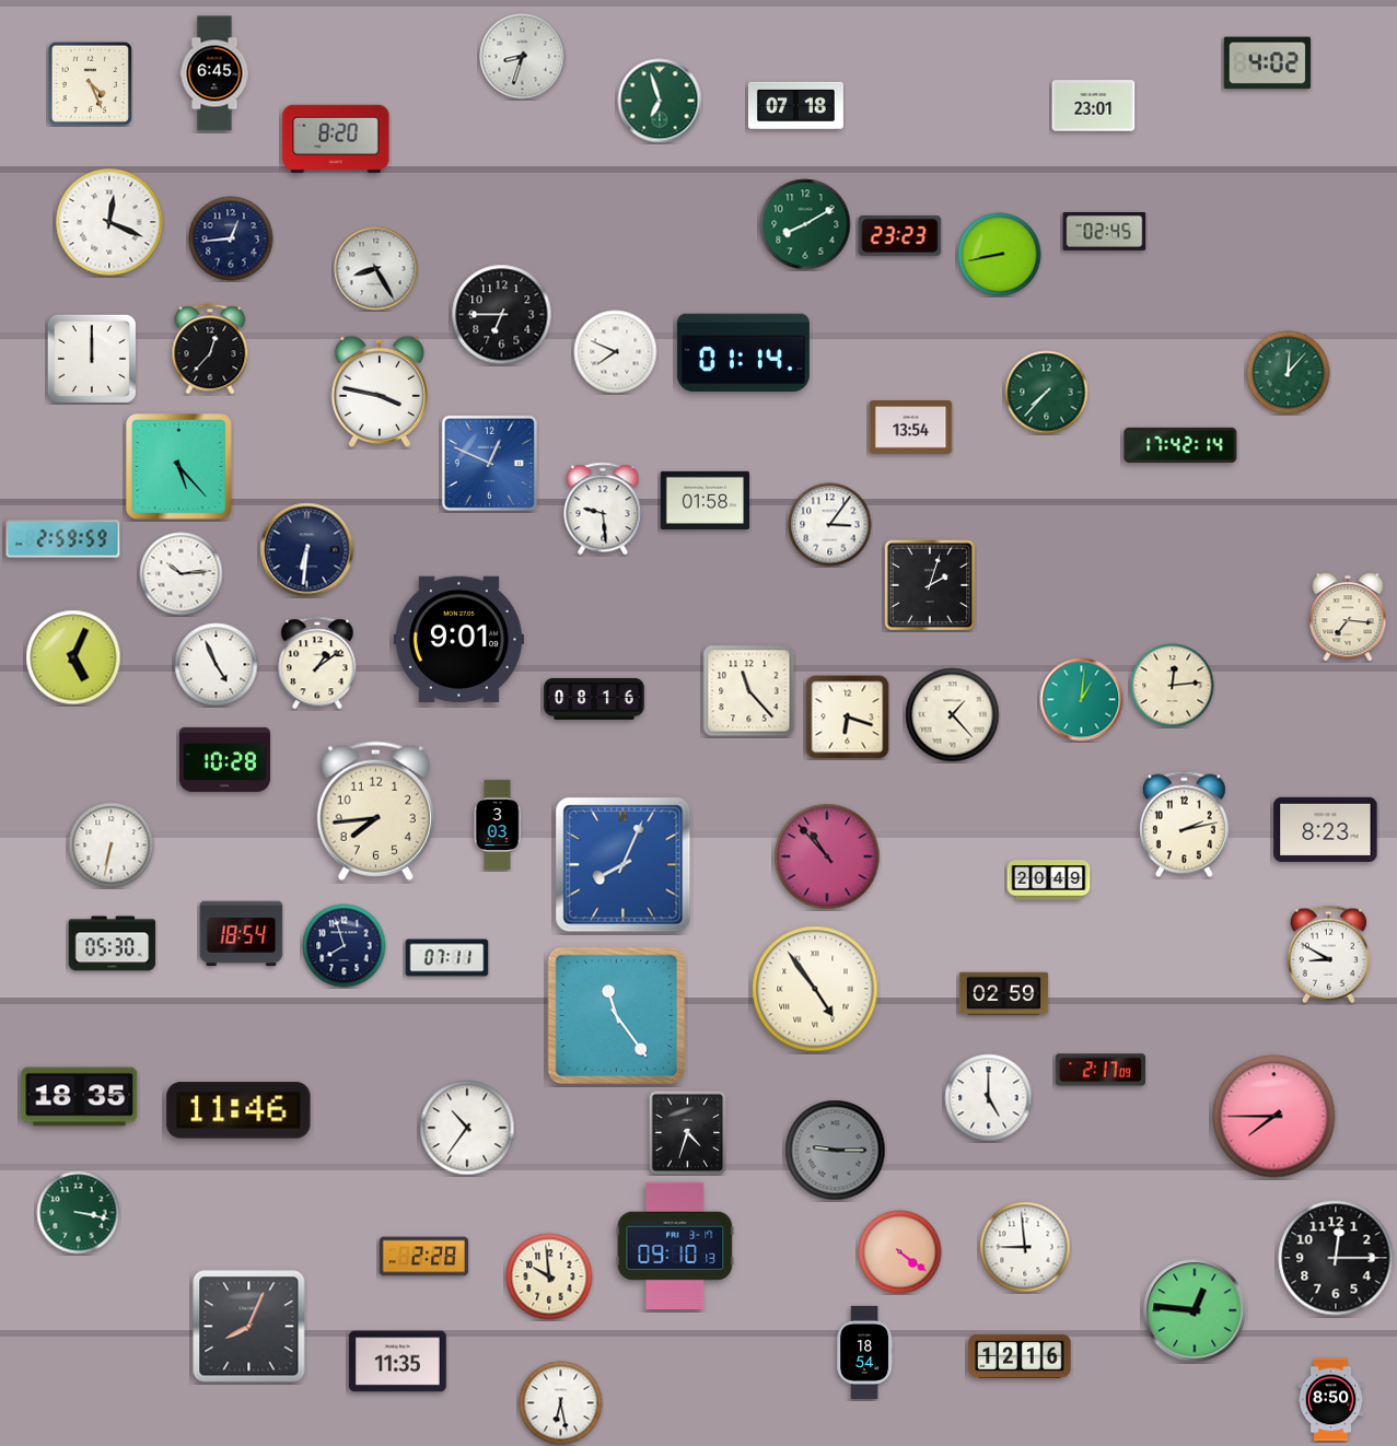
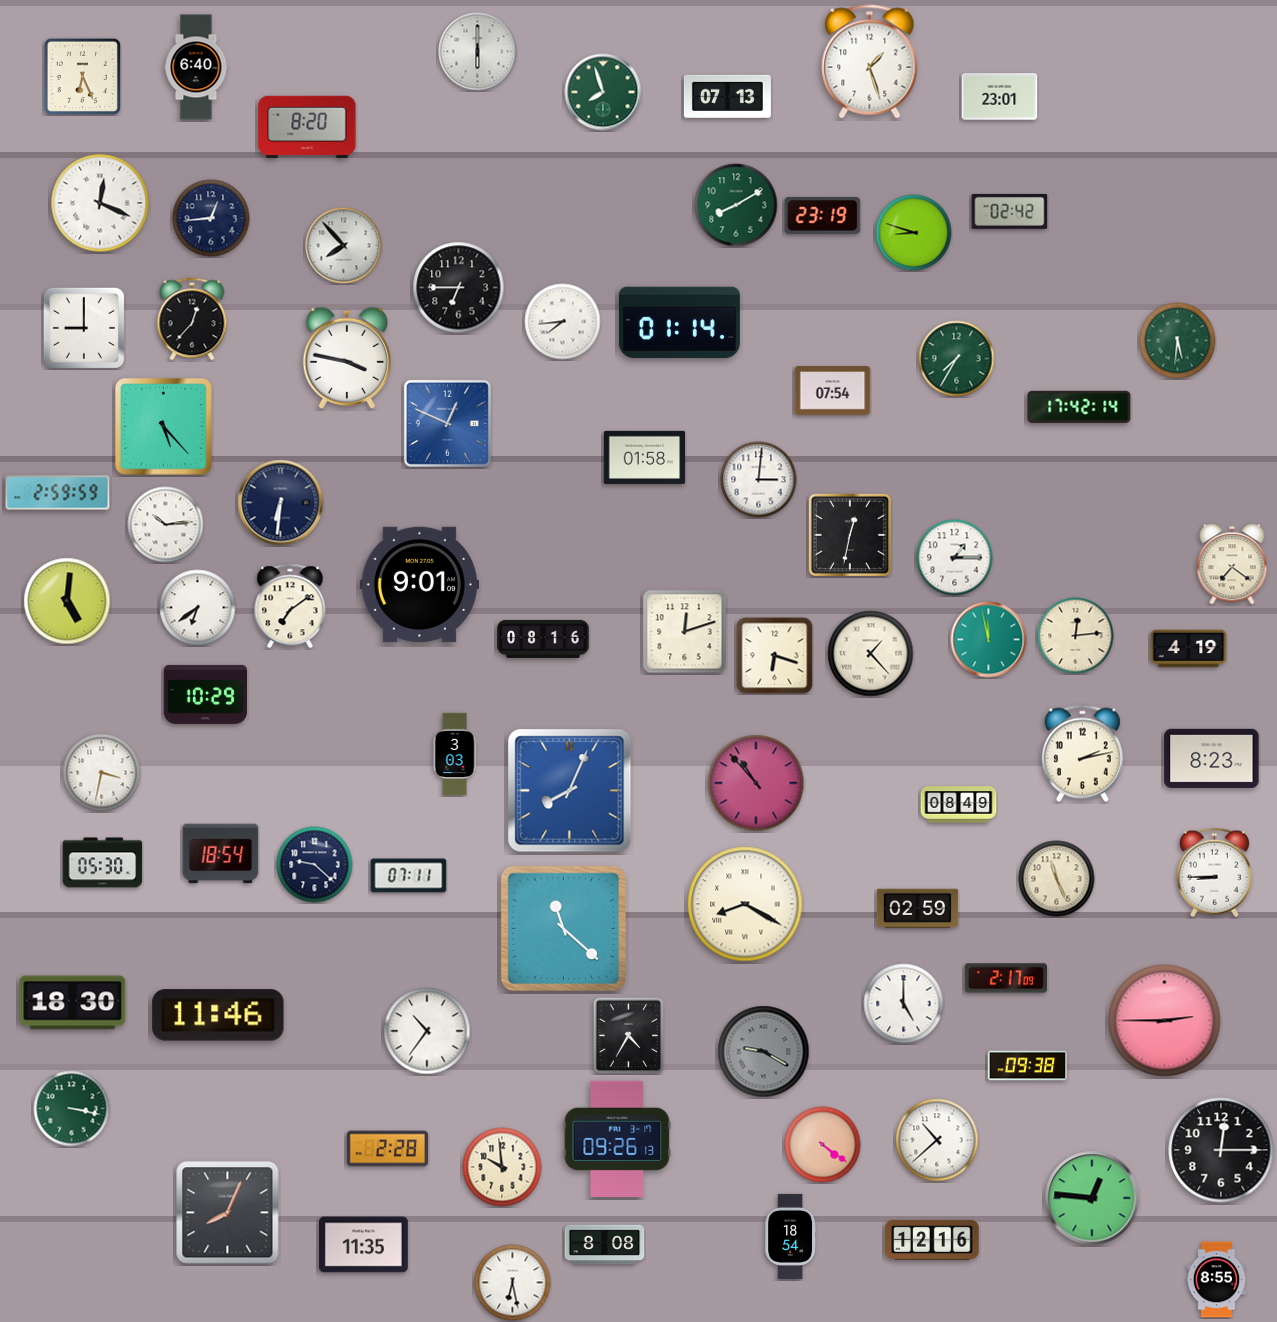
clock at (523, 57): 8:33 -> 6:00
clock at (1268, 63): 4:02 -> none
clock at (870, 62): none -> 1:27
clock at (214, 73): 6:45 -> 6:40
clock at (90, 83): 4:26 -> 6:26
clock at (660, 101): 6:57 -> 7:57
clock at (795, 105): 07:18 -> 07:13
clock at (1105, 231): 02:45 -> 02:42
clock at (900, 235): 23:23 -> 23:19
clock at (1000, 255): 8:43 -> 8:48
clock at (376, 269): 8:25 -> 7:53
clock at (616, 352): 7:49 -> 7:44
clock at (92, 359): 12:00 -> 9:00
clock at (1289, 373): 12:07 -> 5:31
clock at (1047, 393): 7:37 -> 7:35
clock at (911, 428): 13:54 -> 07:54
clock at (603, 509): 9:29 -> none
clock at (830, 525): 3:06 -> 3:01
clock at (930, 585): 2:03 -> 12:32
clock at (955, 558): none -> 1:15
clock at (1348, 617): 7:16 -> 7:21
clock at (73, 657): 5:04 -> 5:01
clock at (317, 663): 1:09 -> 7:09
clock at (217, 665): 4:56 -> 6:39
clock at (1173, 686) position: (1173, 686) -> (1076, 636)
clock at (749, 691): 11:23 -> 12:12
clock at (1082, 700): 1:01 -> 11:58
clock at (1189, 649): none -> 4:19
clock at (224, 759): 10:28 -> 10:29
clock at (375, 811): 7:44 -> none
clock at (112, 846): 6:32 -> 3:32
clock at (1049, 881): 20:49 -> 08:49
clock at (345, 946): 7:57 -> 9:22
clock at (1328, 955): 8:50 -> 8:45
clock at (1057, 879): none -> 11:26
clock at (815, 989): 4:54 -> 8:20
clock at (616, 1015): 11:24 -> 11:22
clock at (80, 1097): 18:35 -> 18:30
clock at (1274, 1117): 7:45 -> 2:45
clock at (688, 1132): 4:33 -> 4:35
clock at (836, 1151): 9:15 -> 9:20
clock at (1028, 1066): none -> 09:38
clock at (675, 1246): 09:10 -> 09:26
clock at (1025, 1247): 8:59 -> 10:38
clock at (605, 1245): none -> 8:08
clock at (1331, 1400): 8:50 -> 8:55
